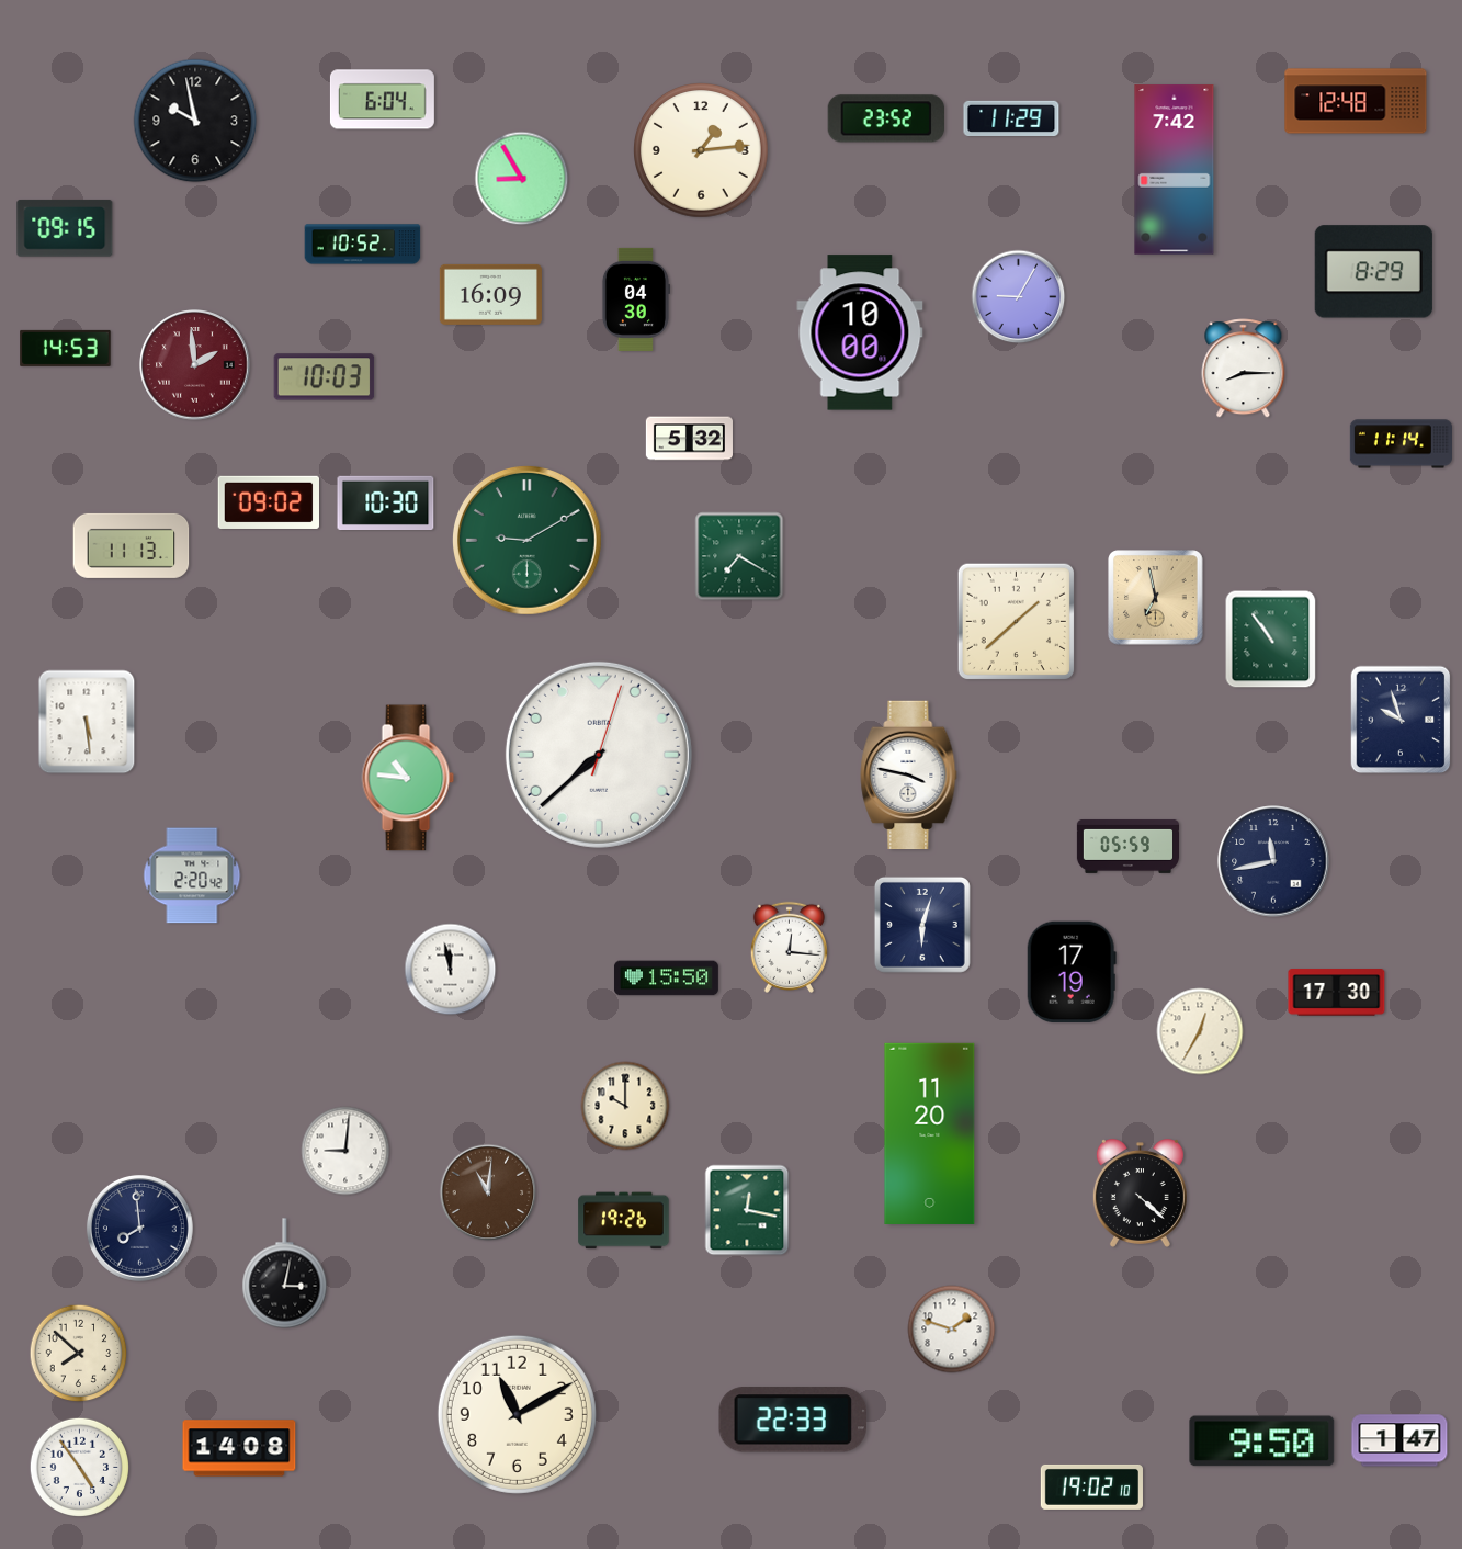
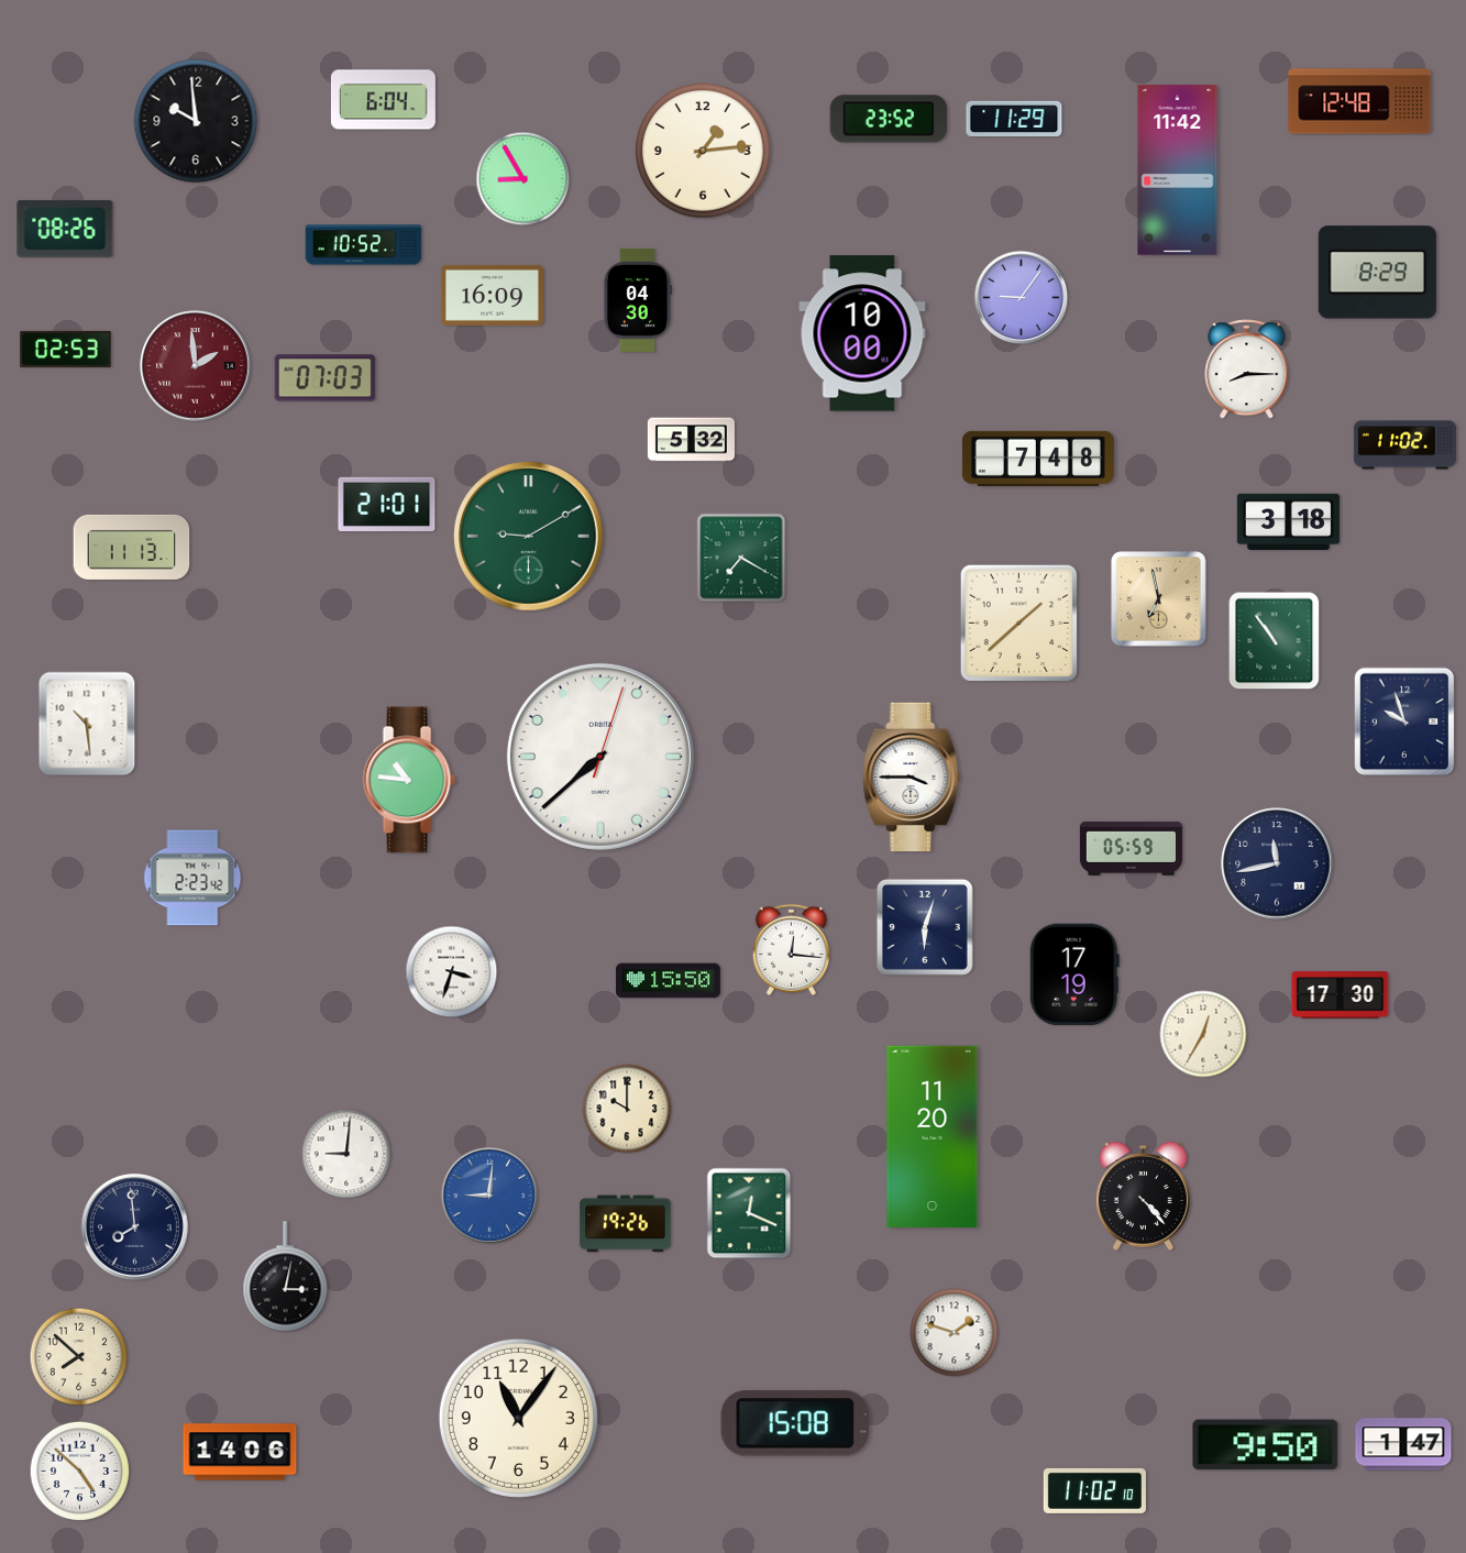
clock at (195, 121): 9:58 -> 9:59
clock at (1175, 170): 7:42 -> 11:42
clock at (65, 228): 09:15 -> 08:26
clock at (1019, 297): 9:05 -> 9:06
clock at (66, 348): 14:53 -> 02:53
clock at (325, 377): 10:03 -> 07:03
clock at (1401, 444): 11:14 -> 11:02
clock at (1038, 459): none -> 7:48
clock at (269, 502): 09:02 -> none
clock at (386, 502): 10:30 -> 21:01
clock at (1288, 521): none -> 3:18
clock at (526, 540) position: (526, 540) -> (528, 536)
clock at (87, 722): 5:29 -> 10:29
clock at (909, 776): 3:47 -> 3:45
clock at (192, 875): 2:20 -> 2:23
clock at (451, 970): 11:58 -> 3:33
clock at (488, 1192): 11:01 -> 9:01
clock at (488, 1192) dial: brown -> blue
clock at (1140, 1194): 4:22 -> 4:23
clock at (747, 1210): 12:17 -> 12:19
clock at (139, 1228) position: (139, 1228) -> (134, 1226)
clock at (517, 1414): 11:10 -> 11:06
clock at (793, 1421): 22:33 -> 15:08
clock at (239, 1448): 14:08 -> 14:06
clock at (79, 1467): 4:54 -> 4:52
clock at (1091, 1486): 19:02 -> 11:02
